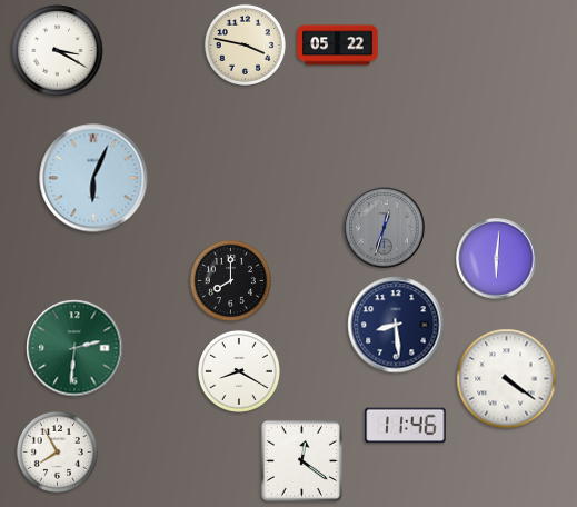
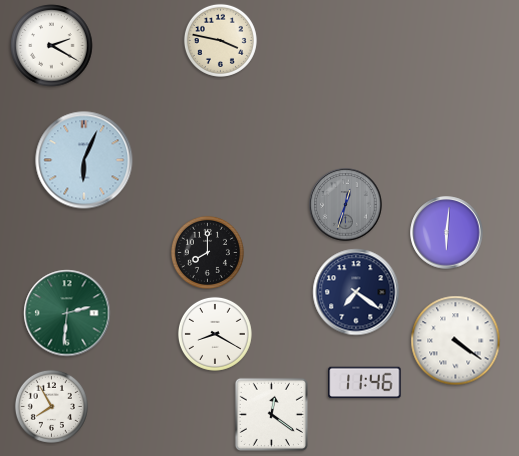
clock at (338, 46): 05:22 -> none
clock at (58, 51): 3:20 -> 2:20
clock at (396, 325): 8:29 -> 7:21
